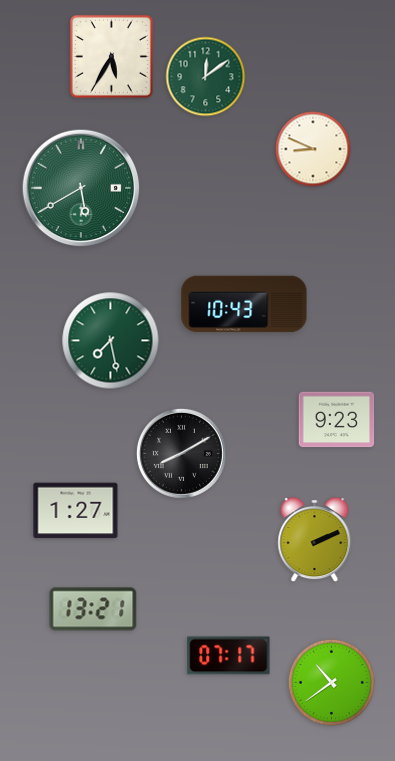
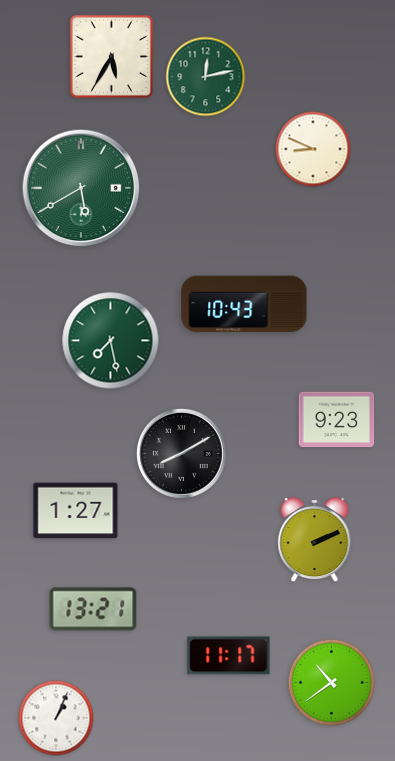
clock at (206, 77): 12:09 -> 12:13
clock at (229, 656): 07:17 -> 11:17
clock at (56, 718): none -> 1:04
